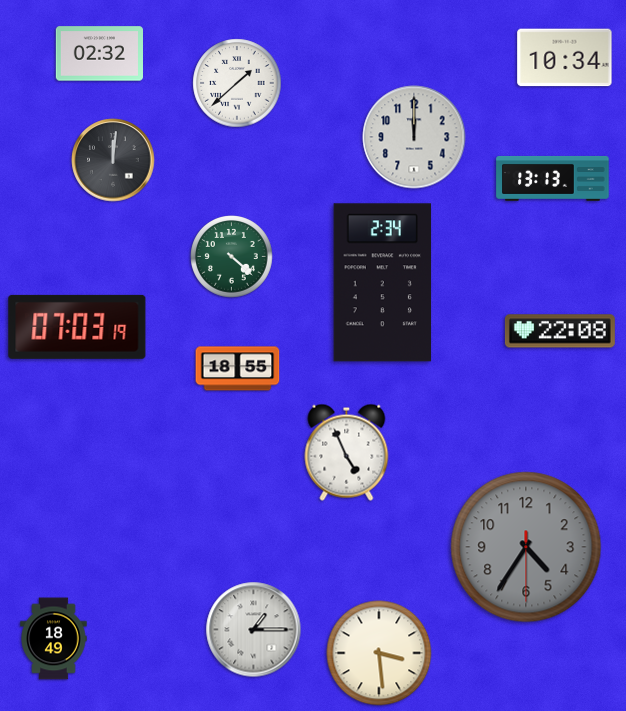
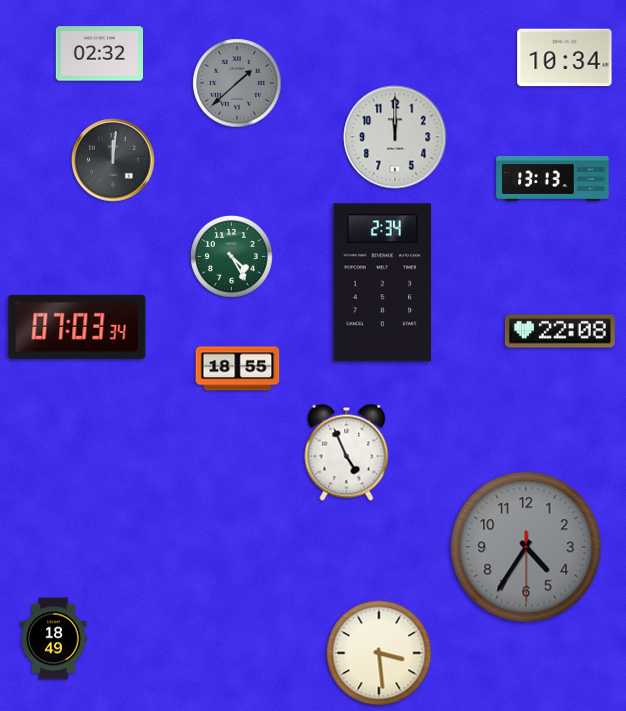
clock at (237, 83) dial: white -> grey
clock at (414, 137) position: (414, 137) -> (395, 137)
clock at (232, 257): 4:22 -> 4:25
clock at (77, 327): 07:03:19 -> 07:03:34
clock at (254, 630): 1:15 -> none
